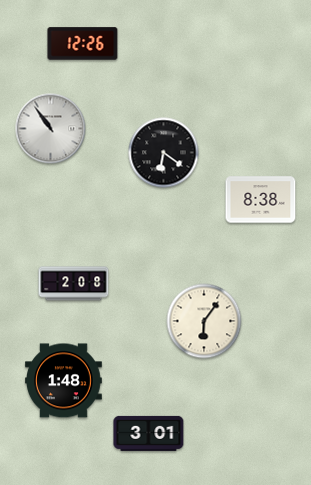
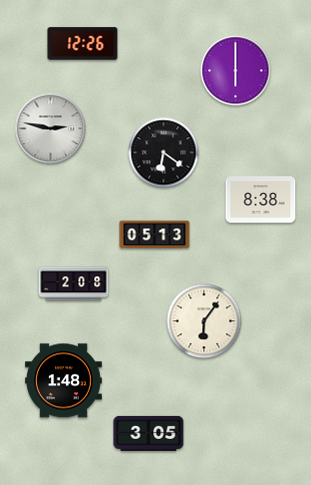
clock at (236, 71): none -> 6:00
clock at (51, 129): 10:54 -> 2:47
clock at (155, 235): none -> 05:13
clock at (149, 433): 3:01 -> 3:05
